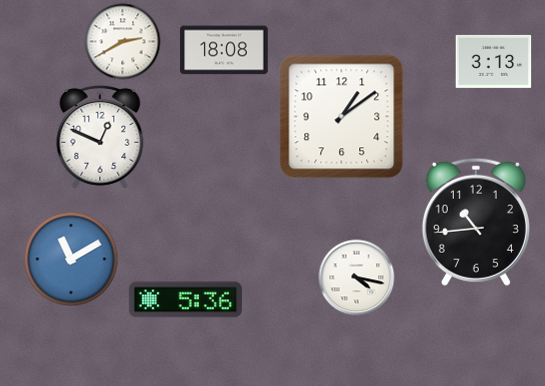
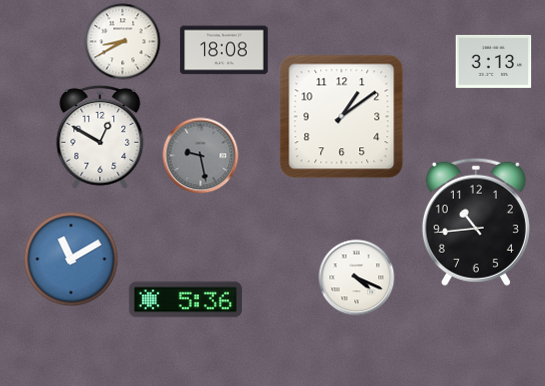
clock at (123, 42): 2:40 -> 8:40
clock at (100, 137): 12:49 -> 12:50
clock at (201, 156): none -> 9:28
clock at (357, 278): 4:17 -> 4:19
